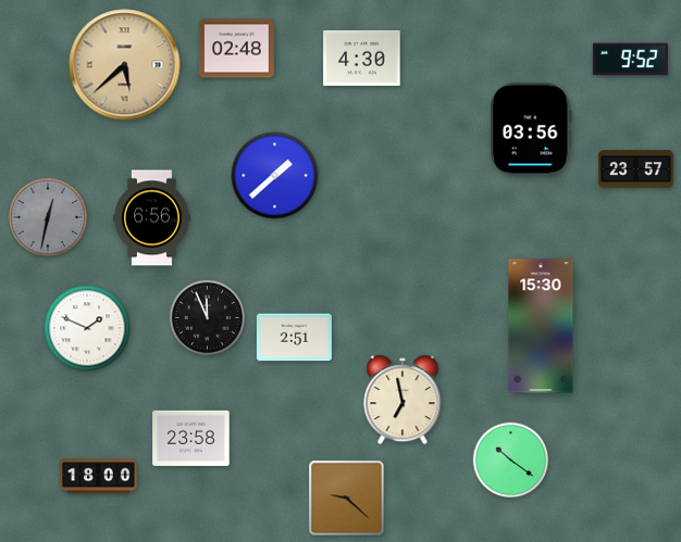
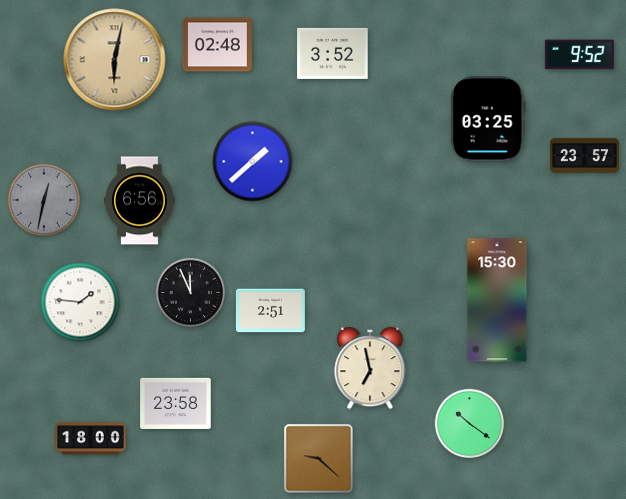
clock at (362, 58): 4:30 -> 3:52
clock at (125, 65): 5:38 -> 6:02
clock at (531, 129): 03:56 -> 03:25
clock at (87, 328): 1:49 -> 1:46
